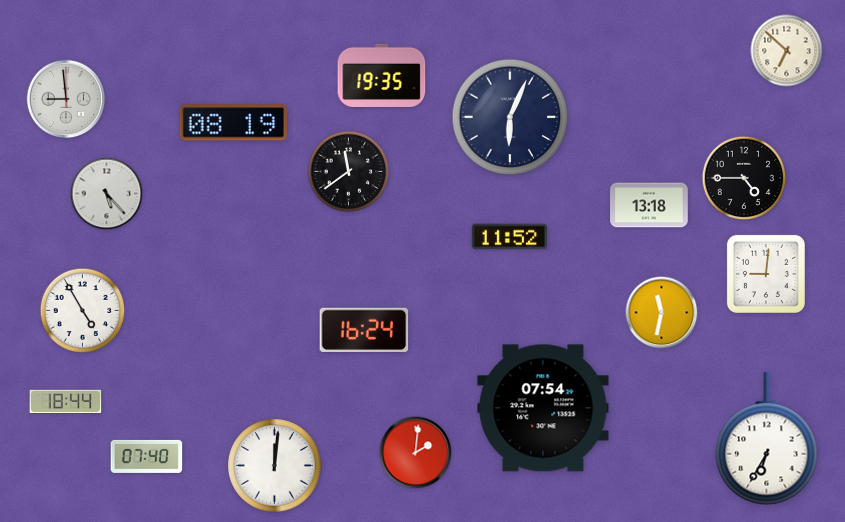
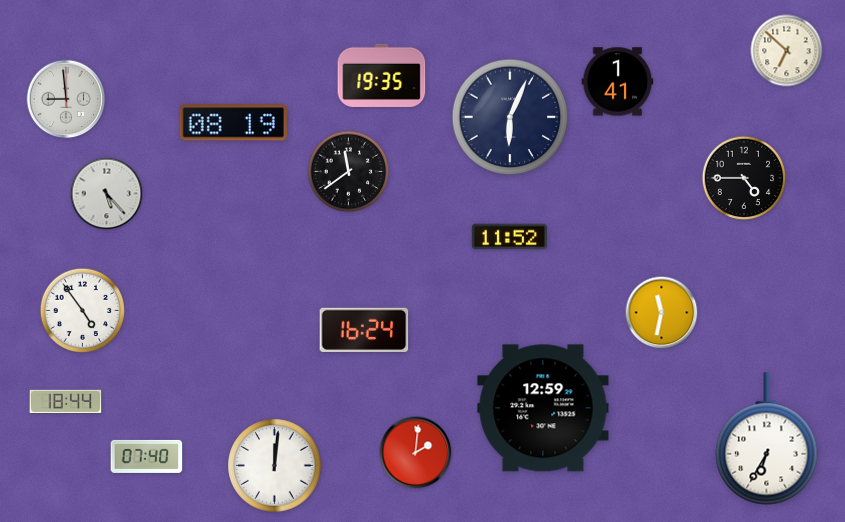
clock at (618, 82): none -> 1:41
clock at (649, 205): 13:18 -> none
clock at (766, 274): 9:01 -> none
clock at (82, 310): 4:55 -> 4:54
clock at (543, 408): 07:54 -> 12:59
